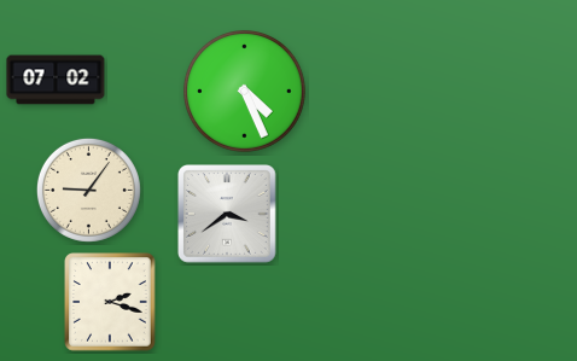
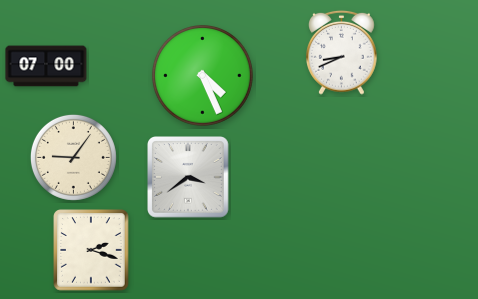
clock at (342, 52): none -> 8:41
clock at (56, 80): 07:02 -> 07:00
